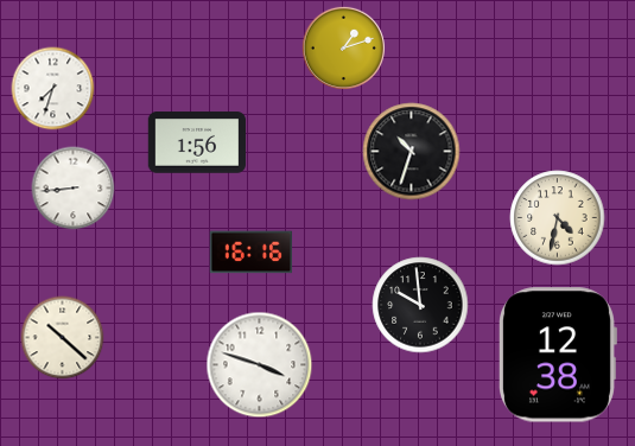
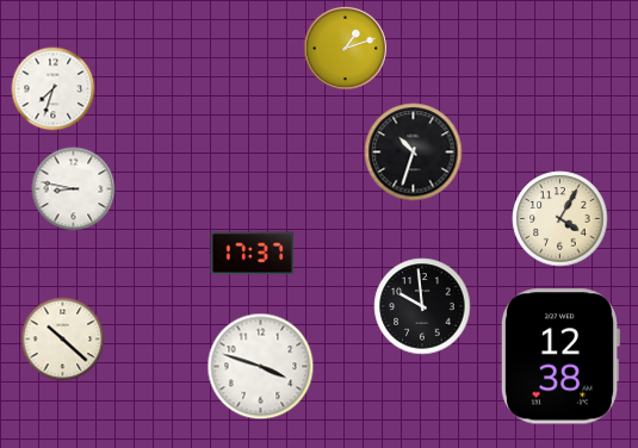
clock at (197, 142): 1:56 -> none
clock at (74, 189): 8:44 -> 8:47
clock at (558, 218): 4:32 -> 4:05
clock at (252, 253): 16:16 -> 17:37
